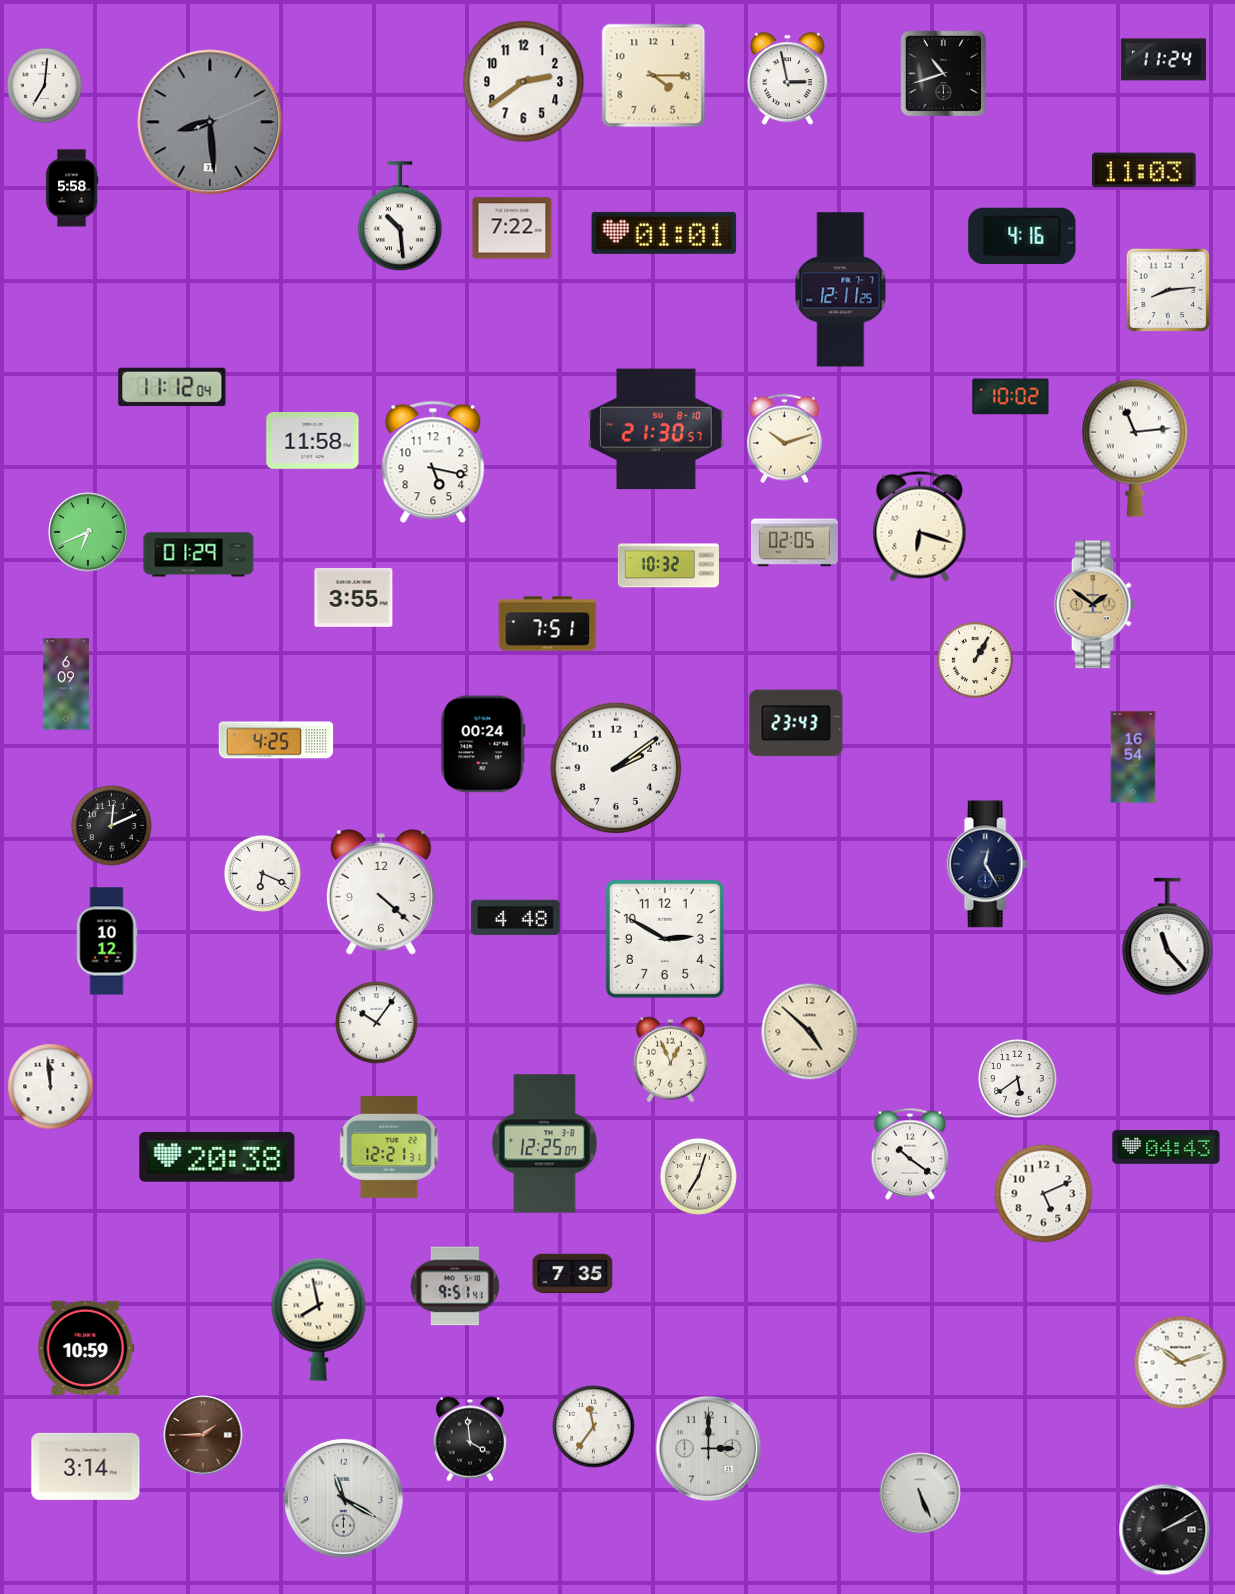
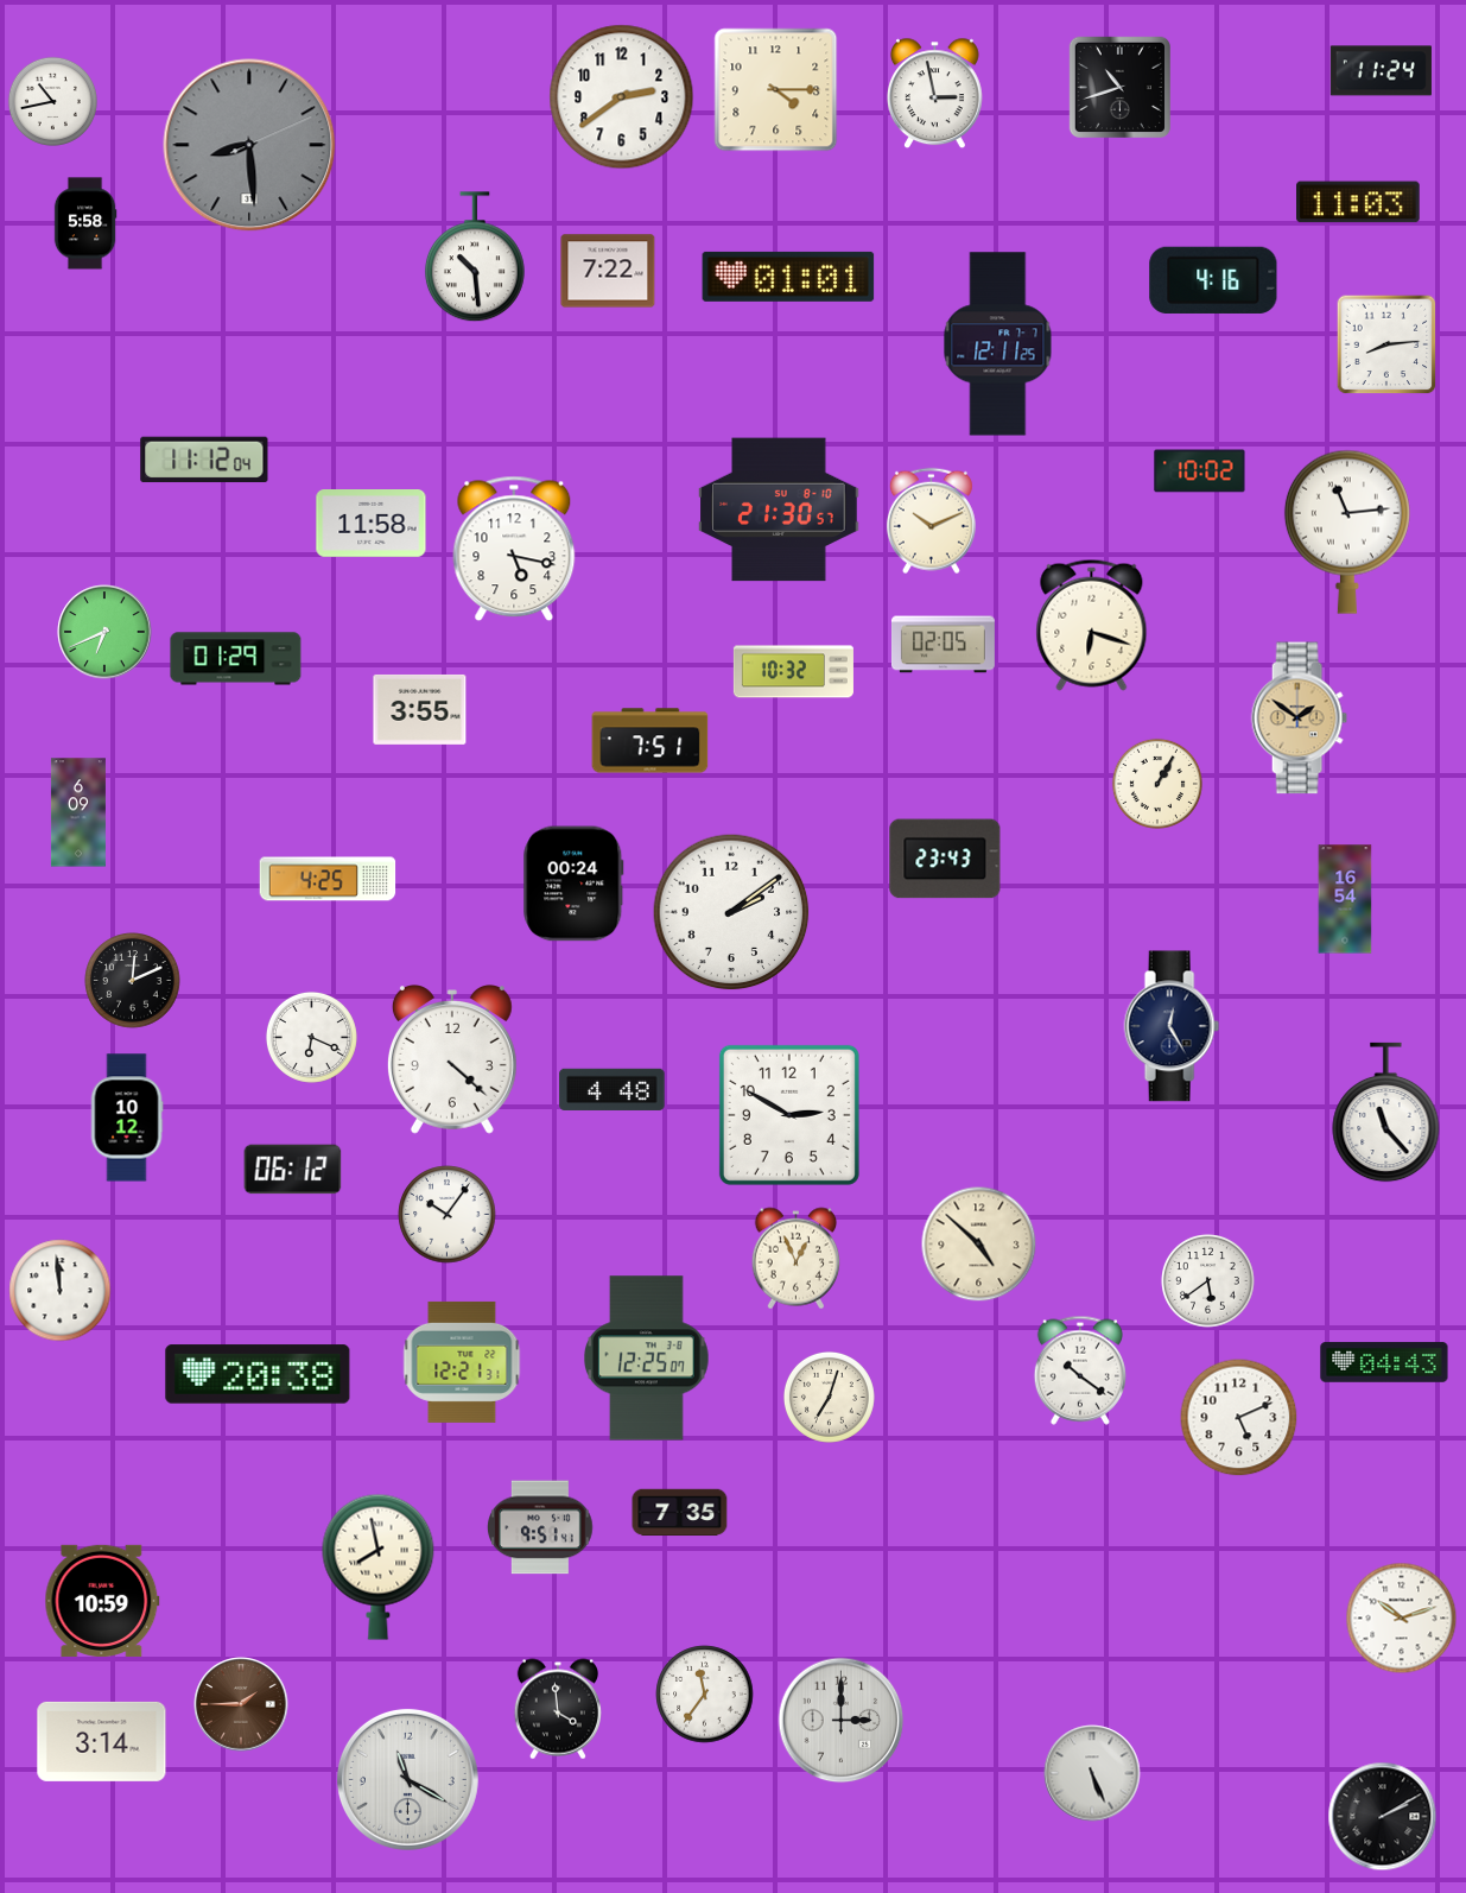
clock at (44, 85): 7:01 -> 10:43
clock at (784, 439): 10:12 -> 10:11
clock at (293, 1170): none -> 06:12
clock at (810, 1032) position: (810, 1032) -> (979, 1245)
